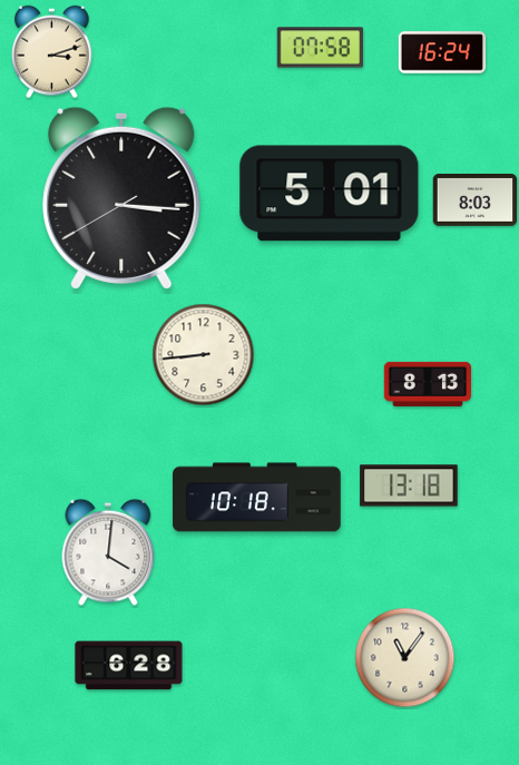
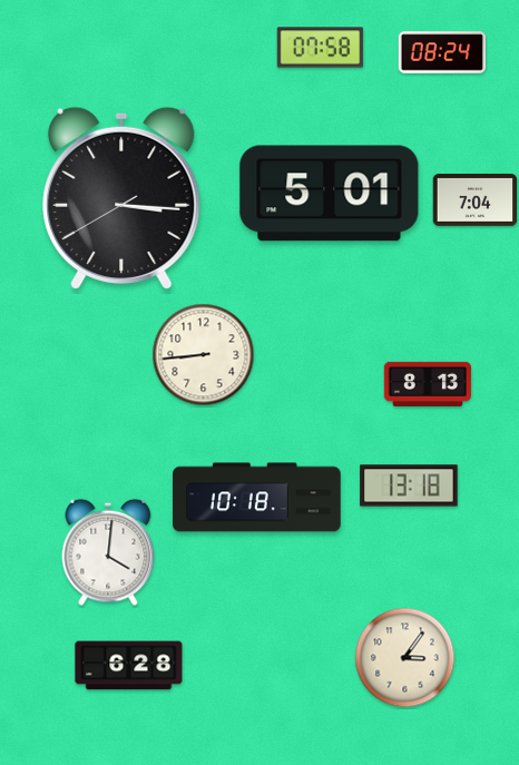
clock at (52, 52): 3:12 -> none
clock at (441, 52): 16:24 -> 08:24
clock at (476, 200): 8:03 -> 7:04
clock at (405, 658): 11:06 -> 3:06
